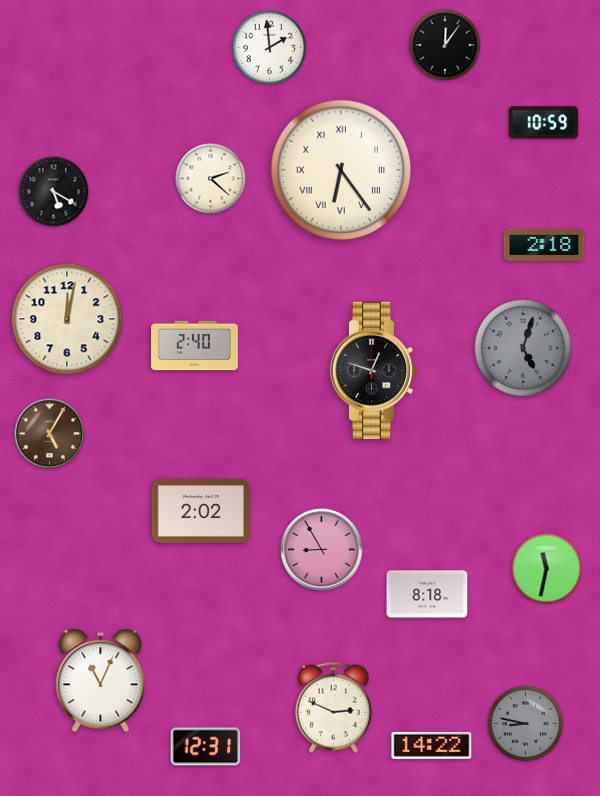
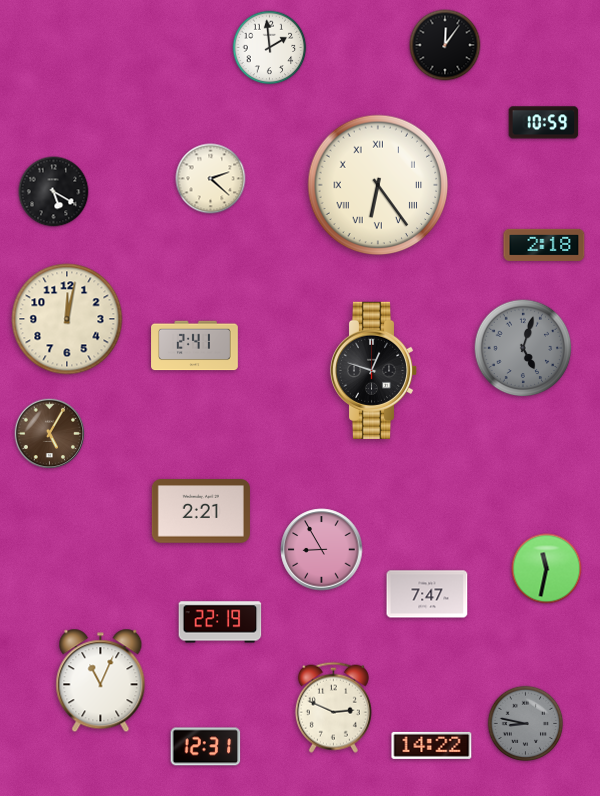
clock at (341, 170) position: (341, 170) -> (378, 185)
clock at (195, 346): 2:40 -> 2:41
clock at (201, 511): 2:02 -> 2:21
clock at (427, 594): 8:18 -> 7:47
clock at (220, 622): none -> 22:19
